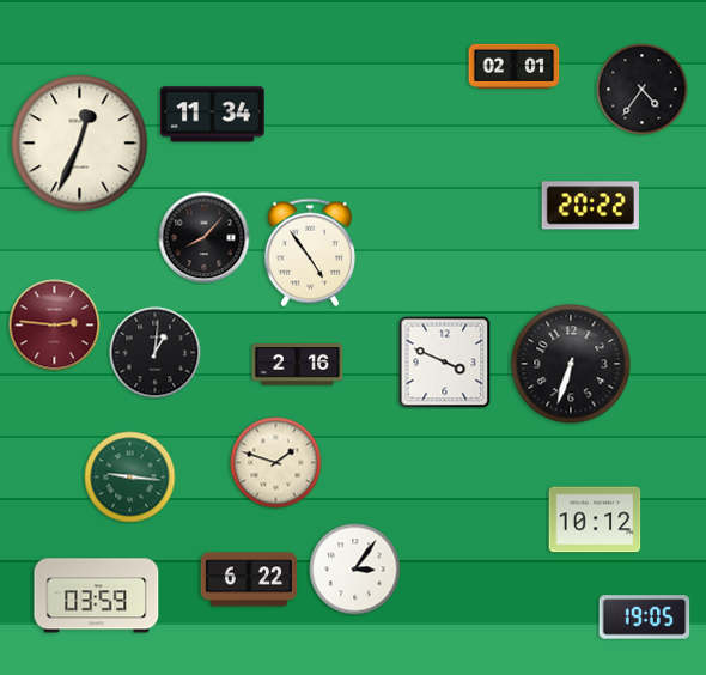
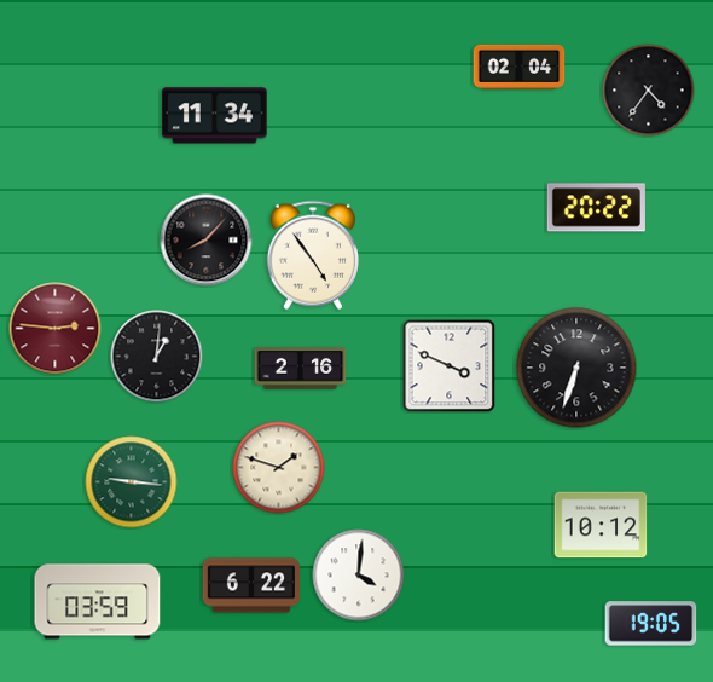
clock at (515, 66): 02:01 -> 02:04
clock at (80, 144): 12:34 -> none
clock at (355, 570): 3:06 -> 4:01
